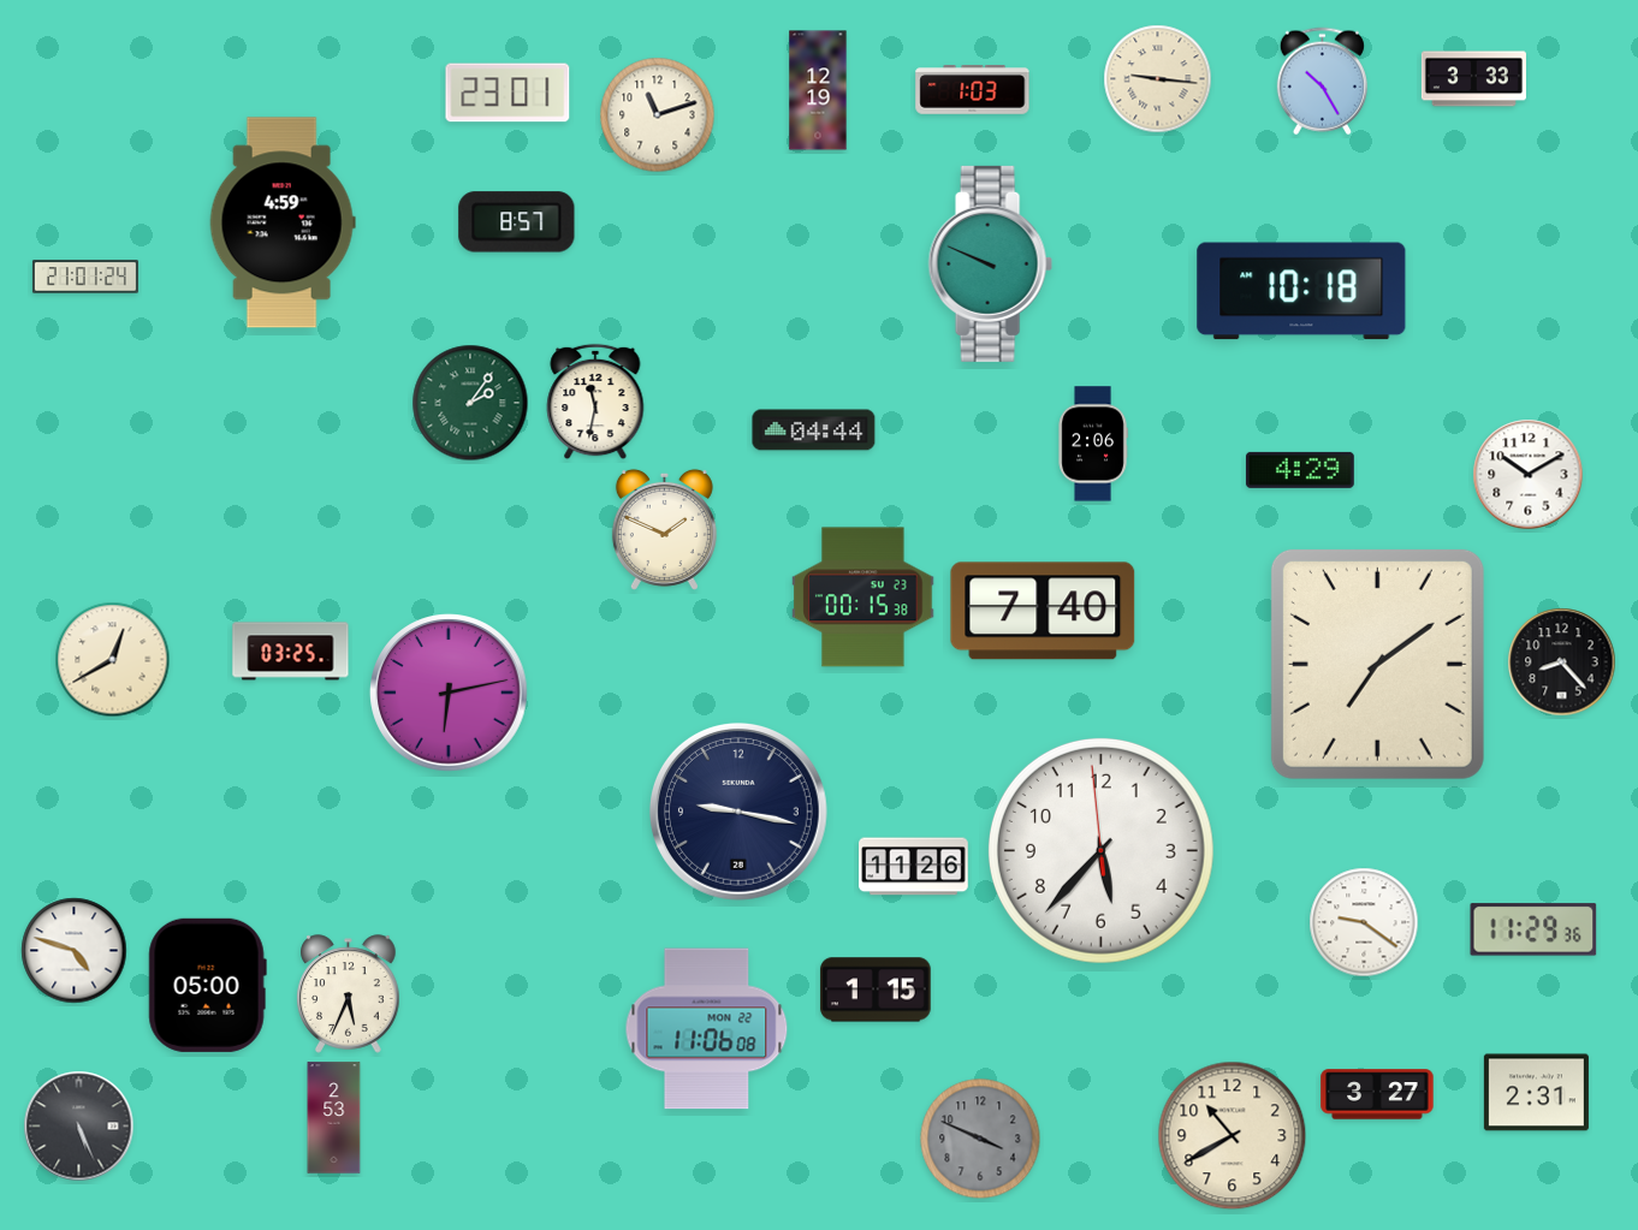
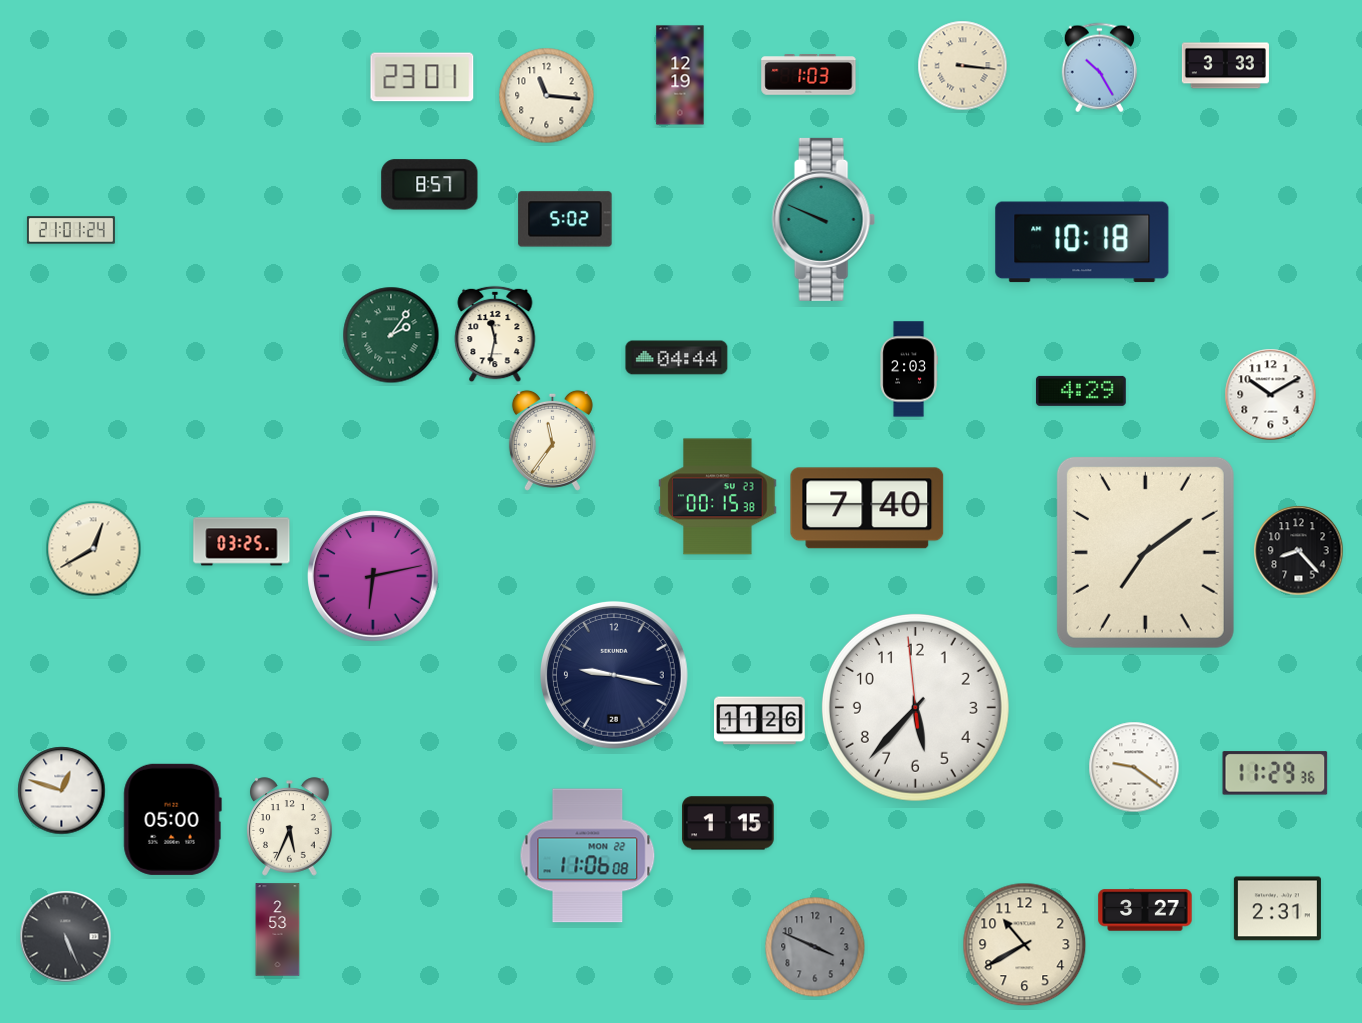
clock at (1158, 79): 9:16 -> 3:16
clock at (658, 115): 11:12 -> 11:16
clock at (283, 222): 4:59 -> none
clock at (565, 219): none -> 5:02
clock at (1093, 444): 2:06 -> 2:03
clock at (664, 529): 1:49 -> 11:36
clock at (75, 951): 4:48 -> 12:48
